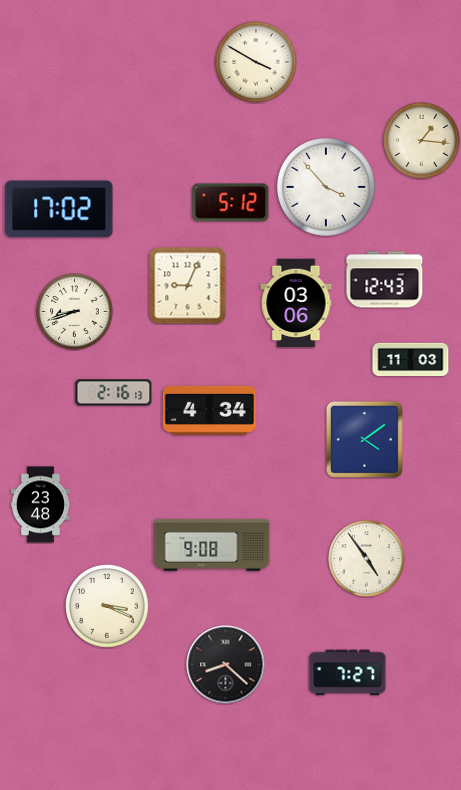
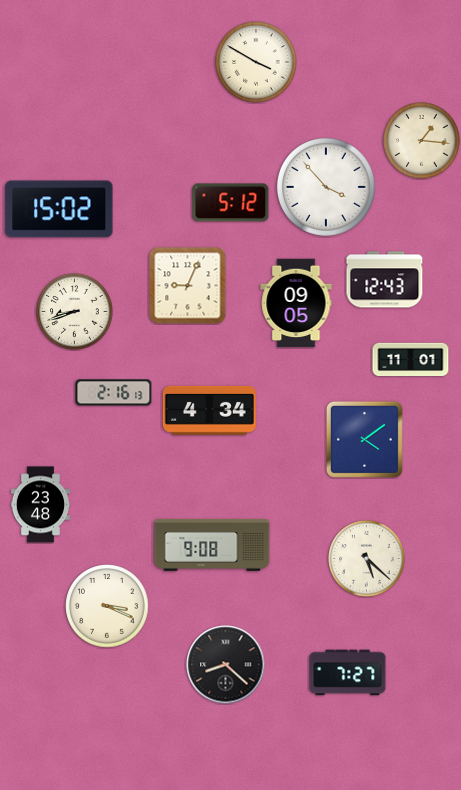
clock at (59, 209): 17:02 -> 15:02
clock at (296, 303): 03:06 -> 09:05
clock at (411, 360): 11:03 -> 11:01
clock at (367, 559): 4:54 -> 5:22
